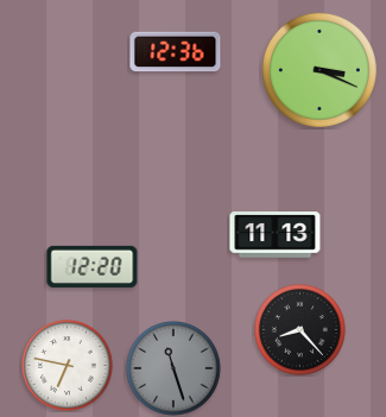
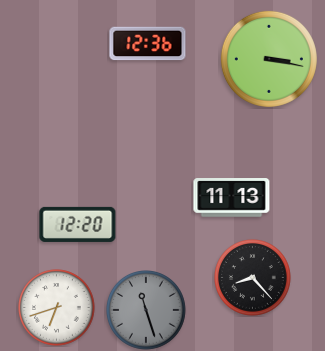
clock at (319, 70): 3:19 -> 3:17
clock at (68, 366): 6:47 -> 6:42
